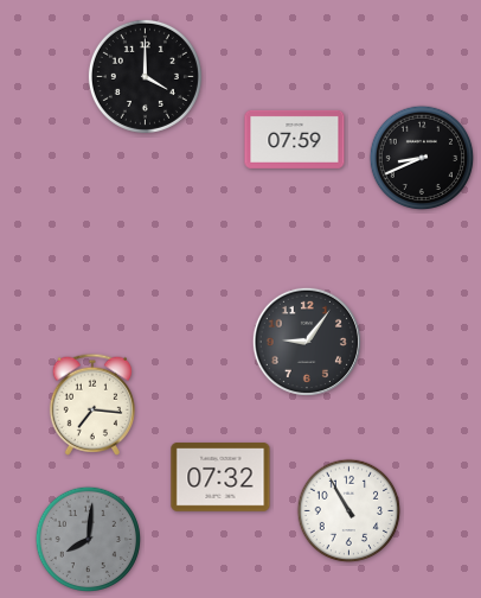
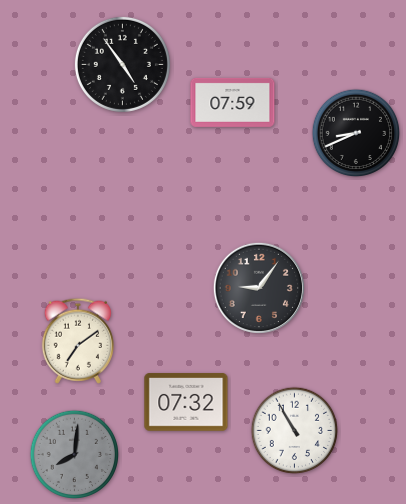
clock at (145, 76): 4:00 -> 4:54
clock at (295, 139) position: (295, 139) -> (233, 102)
clock at (91, 405): 7:16 -> 7:09
